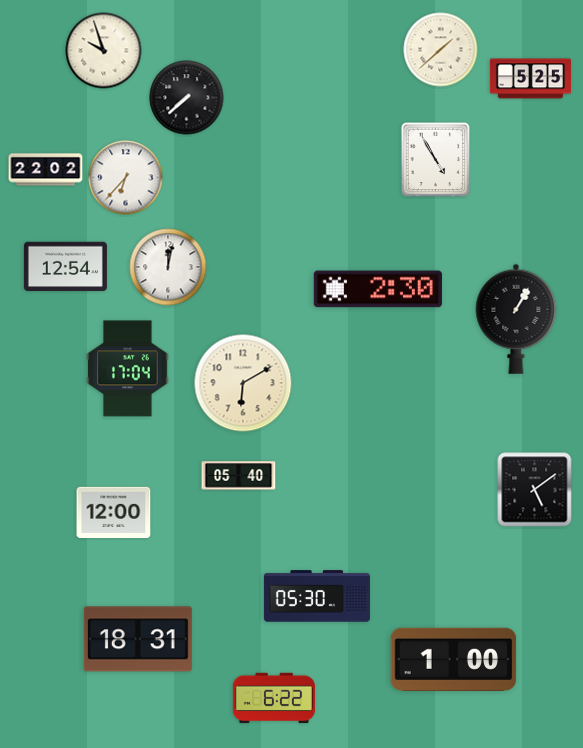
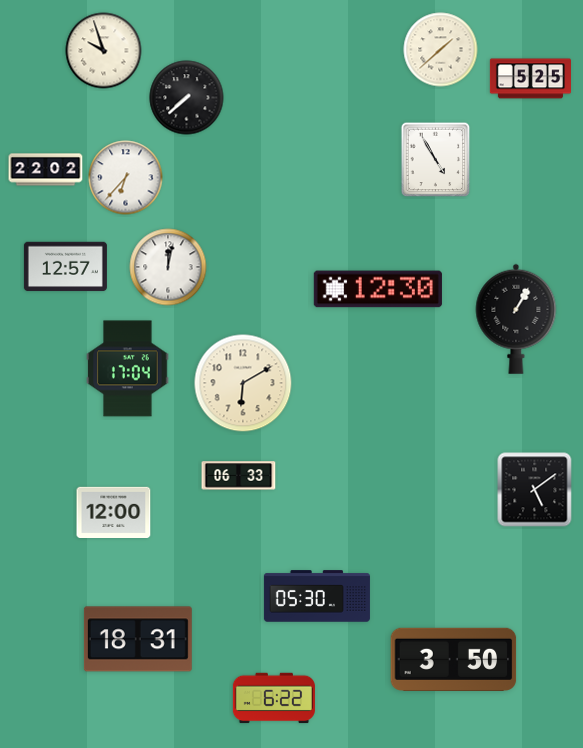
clock at (65, 267): 12:54 -> 12:57
clock at (378, 289): 2:30 -> 12:30
clock at (239, 476): 05:40 -> 06:33
clock at (454, 659): 1:00 -> 3:50
